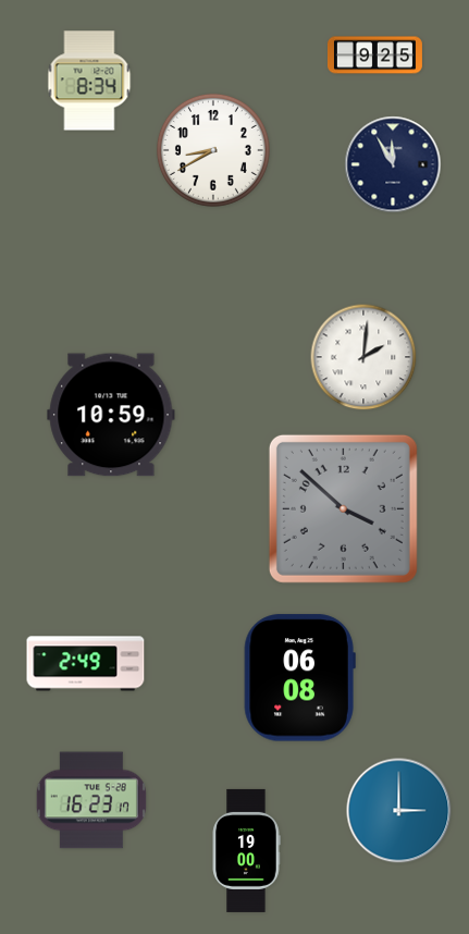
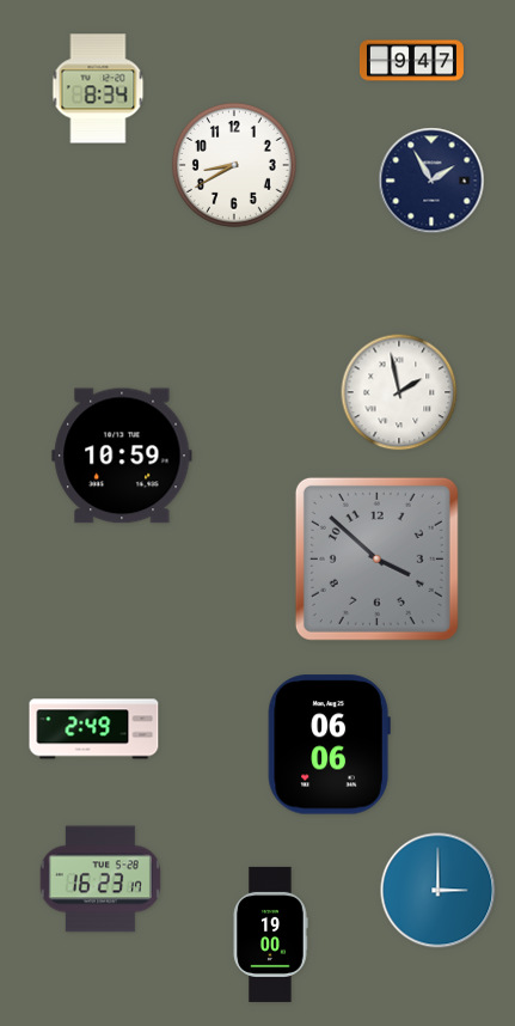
clock at (374, 56): 9:25 -> 9:47
clock at (393, 164): 11:55 -> 1:55
clock at (363, 357): 2:01 -> 1:58
clock at (299, 678): 06:08 -> 06:06
